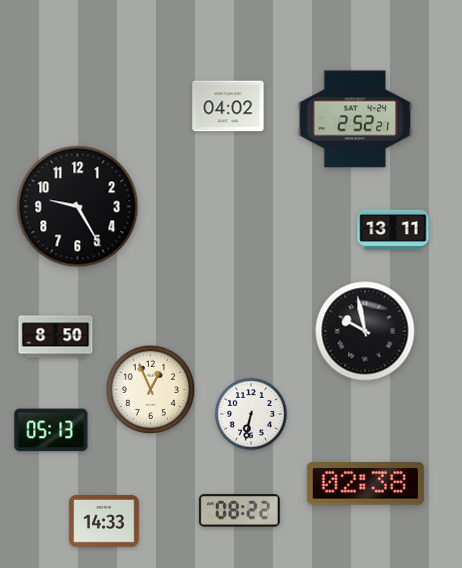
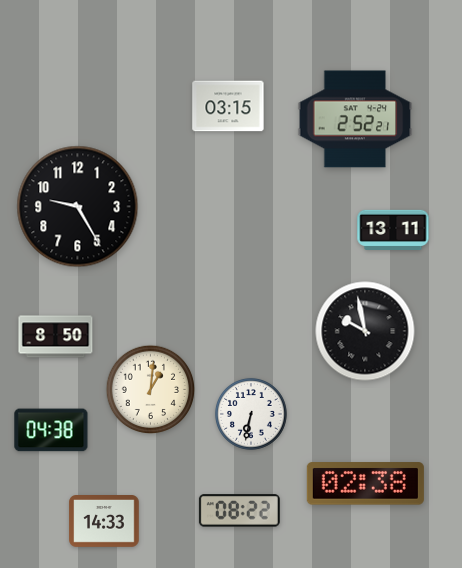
clock at (228, 106): 04:02 -> 03:15
clock at (151, 390): 12:56 -> 1:01
clock at (51, 430): 05:13 -> 04:38
